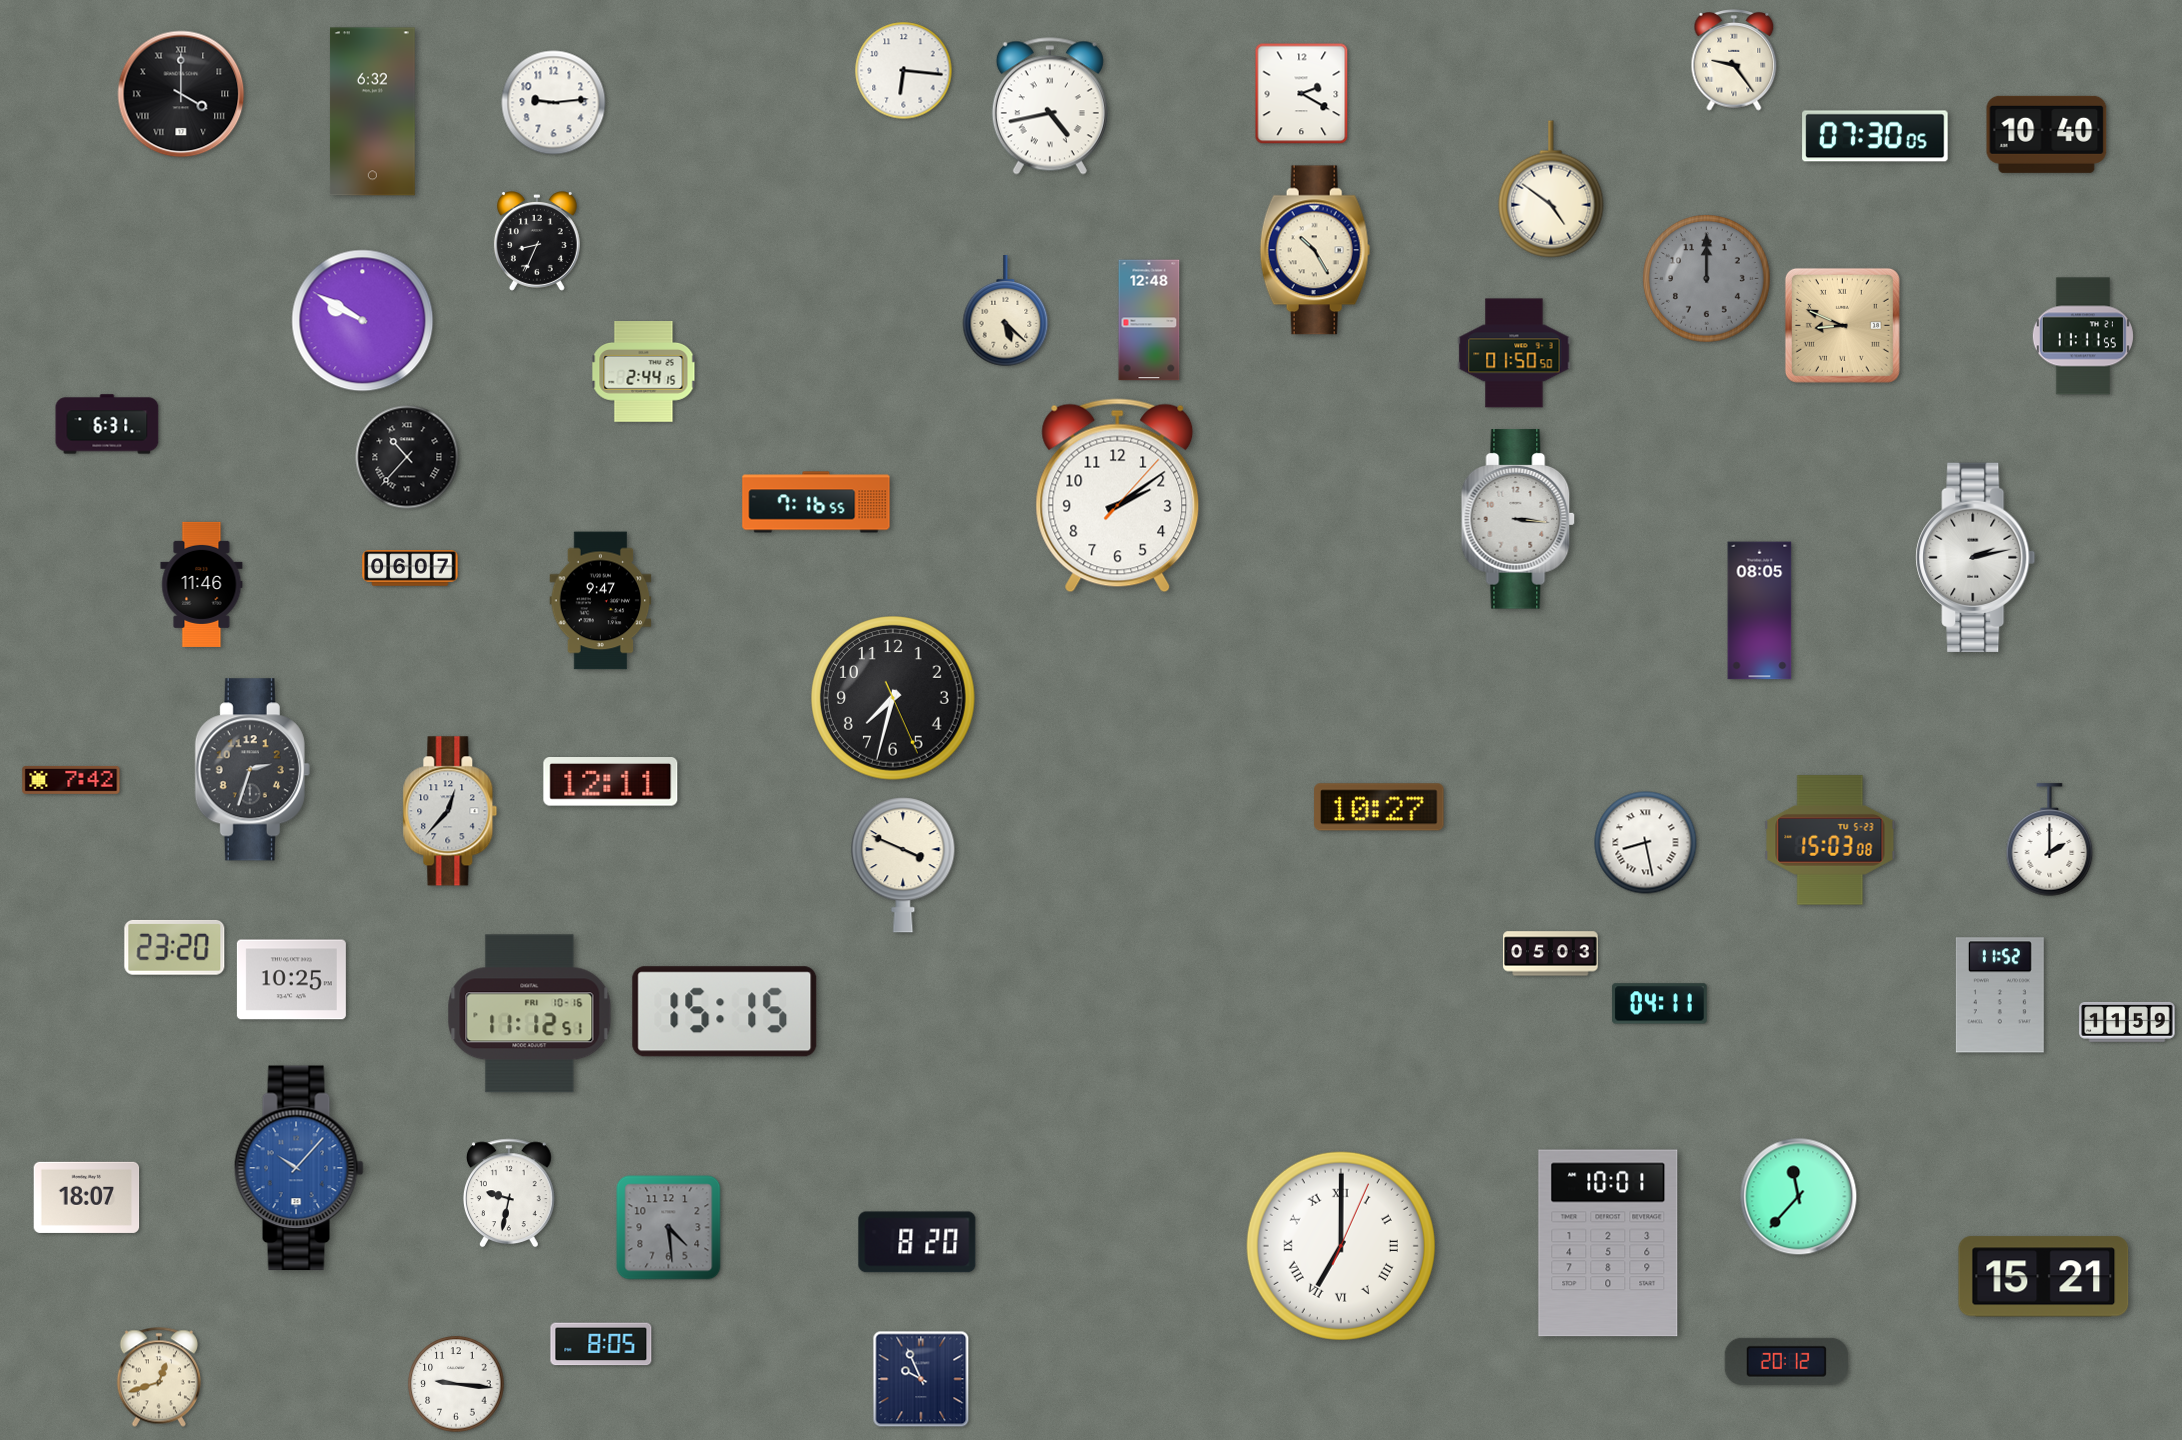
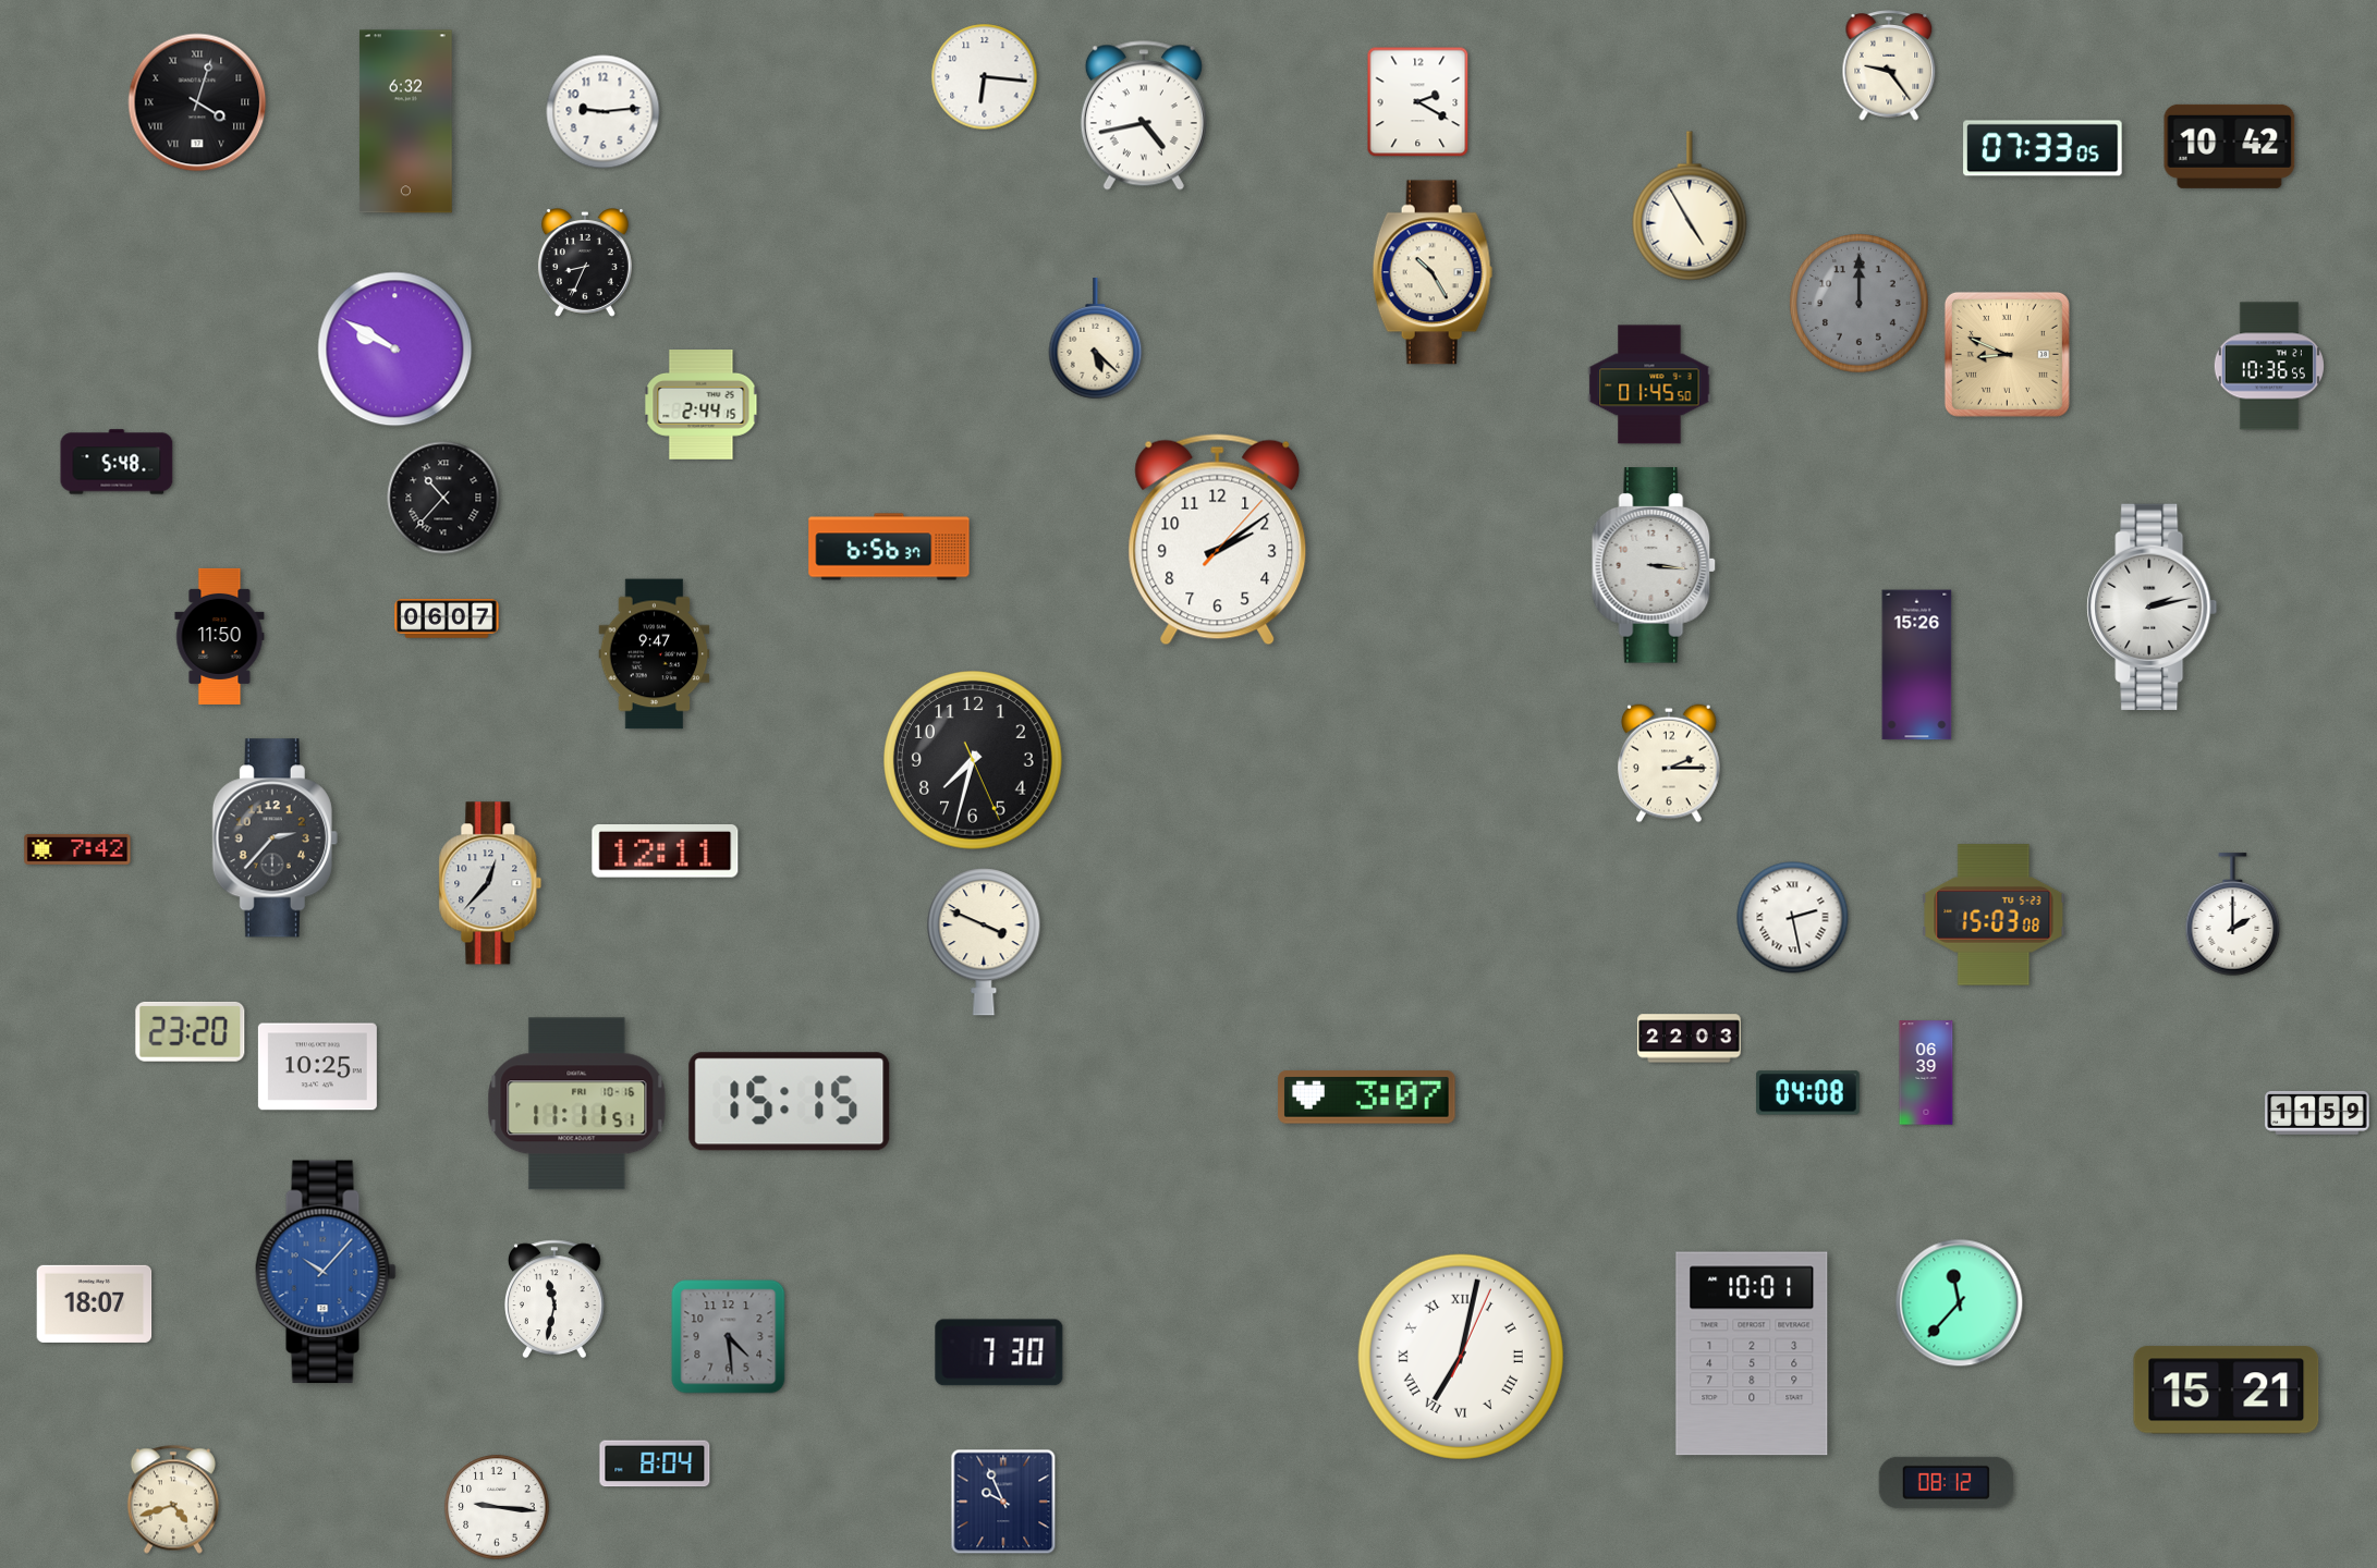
clock at (181, 94): 4:00 -> 4:03
clock at (2047, 134): 10:40 -> 10:42
clock at (1875, 136): 07:30 -> 07:33
clock at (1551, 189): 4:51 -> 4:55
clock at (1149, 320): 12:48 -> none
clock at (2083, 336): 11:11 -> 10:36
clock at (1514, 353): 01:50 -> 01:45
clock at (107, 424): 6:31 -> 5:48
clock at (816, 502): 7:16 -> 6:56
clock at (202, 584): 11:46 -> 11:50
clock at (1760, 611): 08:05 -> 15:26
clock at (1669, 763): none -> 2:15
clock at (252, 770): 2:33 -> 2:37
clock at (1379, 807): 10:27 -> none
clock at (1646, 843): 8:28 -> 2:28
clock at (1551, 954): 05:03 -> 22:03
clock at (1926, 1073): none -> 06:39
clock at (2000, 995): 11:52 -> none
clock at (1660, 1004): 04:11 -> 04:08
clock at (1367, 1098): none -> 3:07
clock at (530, 1014): 11:12 -> 11:11
clock at (510, 1193): 9:32 -> 11:32
clock at (917, 1242): 8:20 -> 7:30
clock at (1341, 1246): 7:00 -> 7:02
clock at (601, 1344): 8:05 -> 8:04
clock at (1786, 1361): 20:12 -> 08:12
clock at (159, 1377): 12:42 -> 4:42
